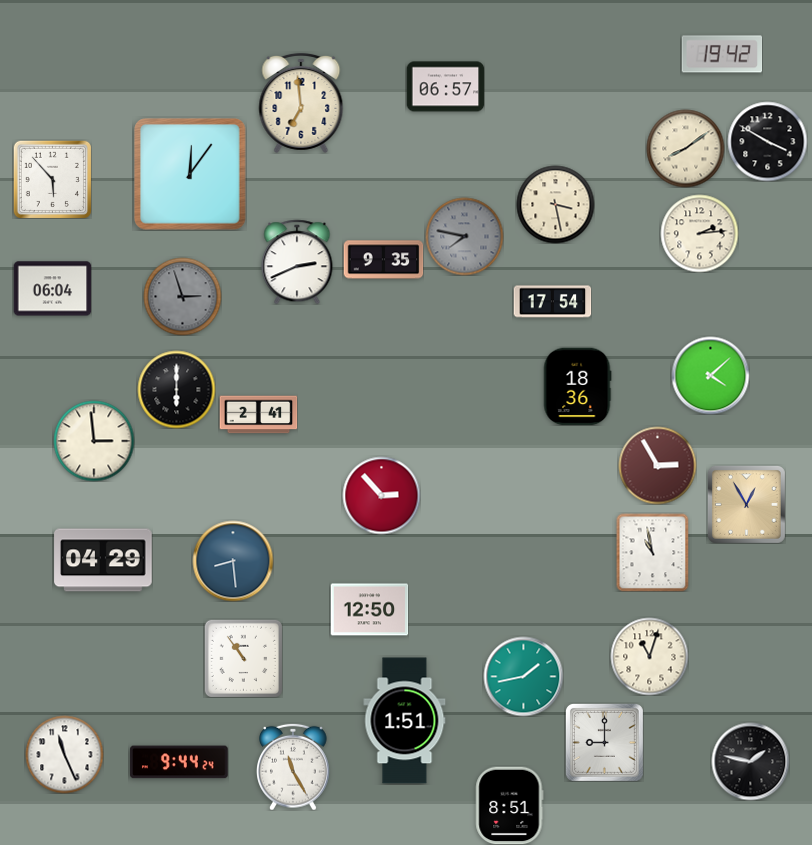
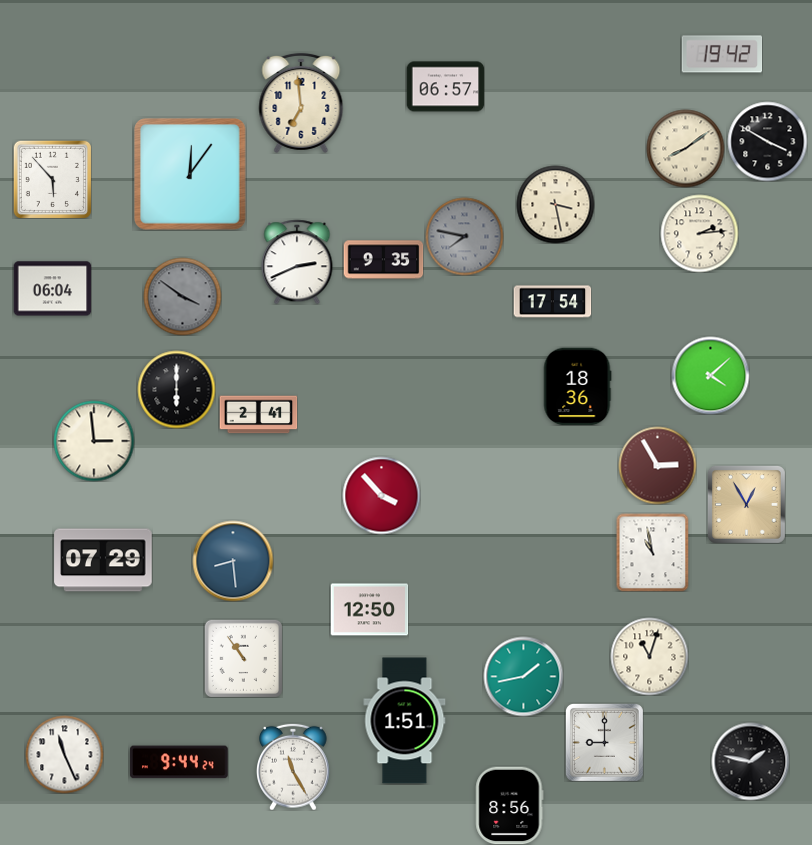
clock at (182, 296): 2:57 -> 3:51
clock at (381, 495): 2:53 -> 3:53
clock at (103, 560): 04:29 -> 07:29
clock at (510, 805): 8:51 -> 8:56
